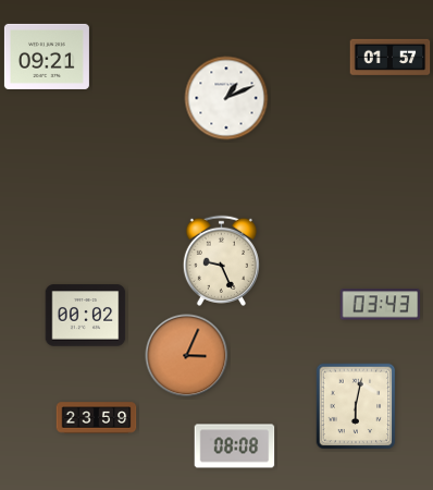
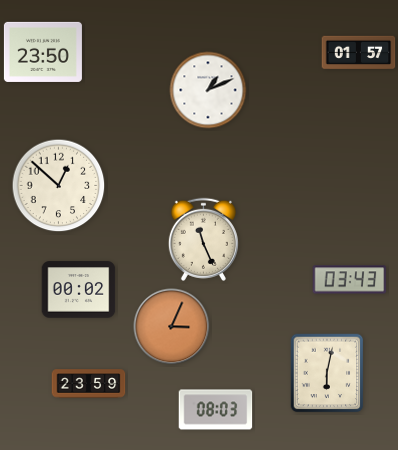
clock at (47, 57): 09:21 -> 23:50
clock at (59, 186): none -> 12:52
clock at (221, 260): 9:26 -> 11:26
clock at (235, 446): 08:08 -> 08:03
